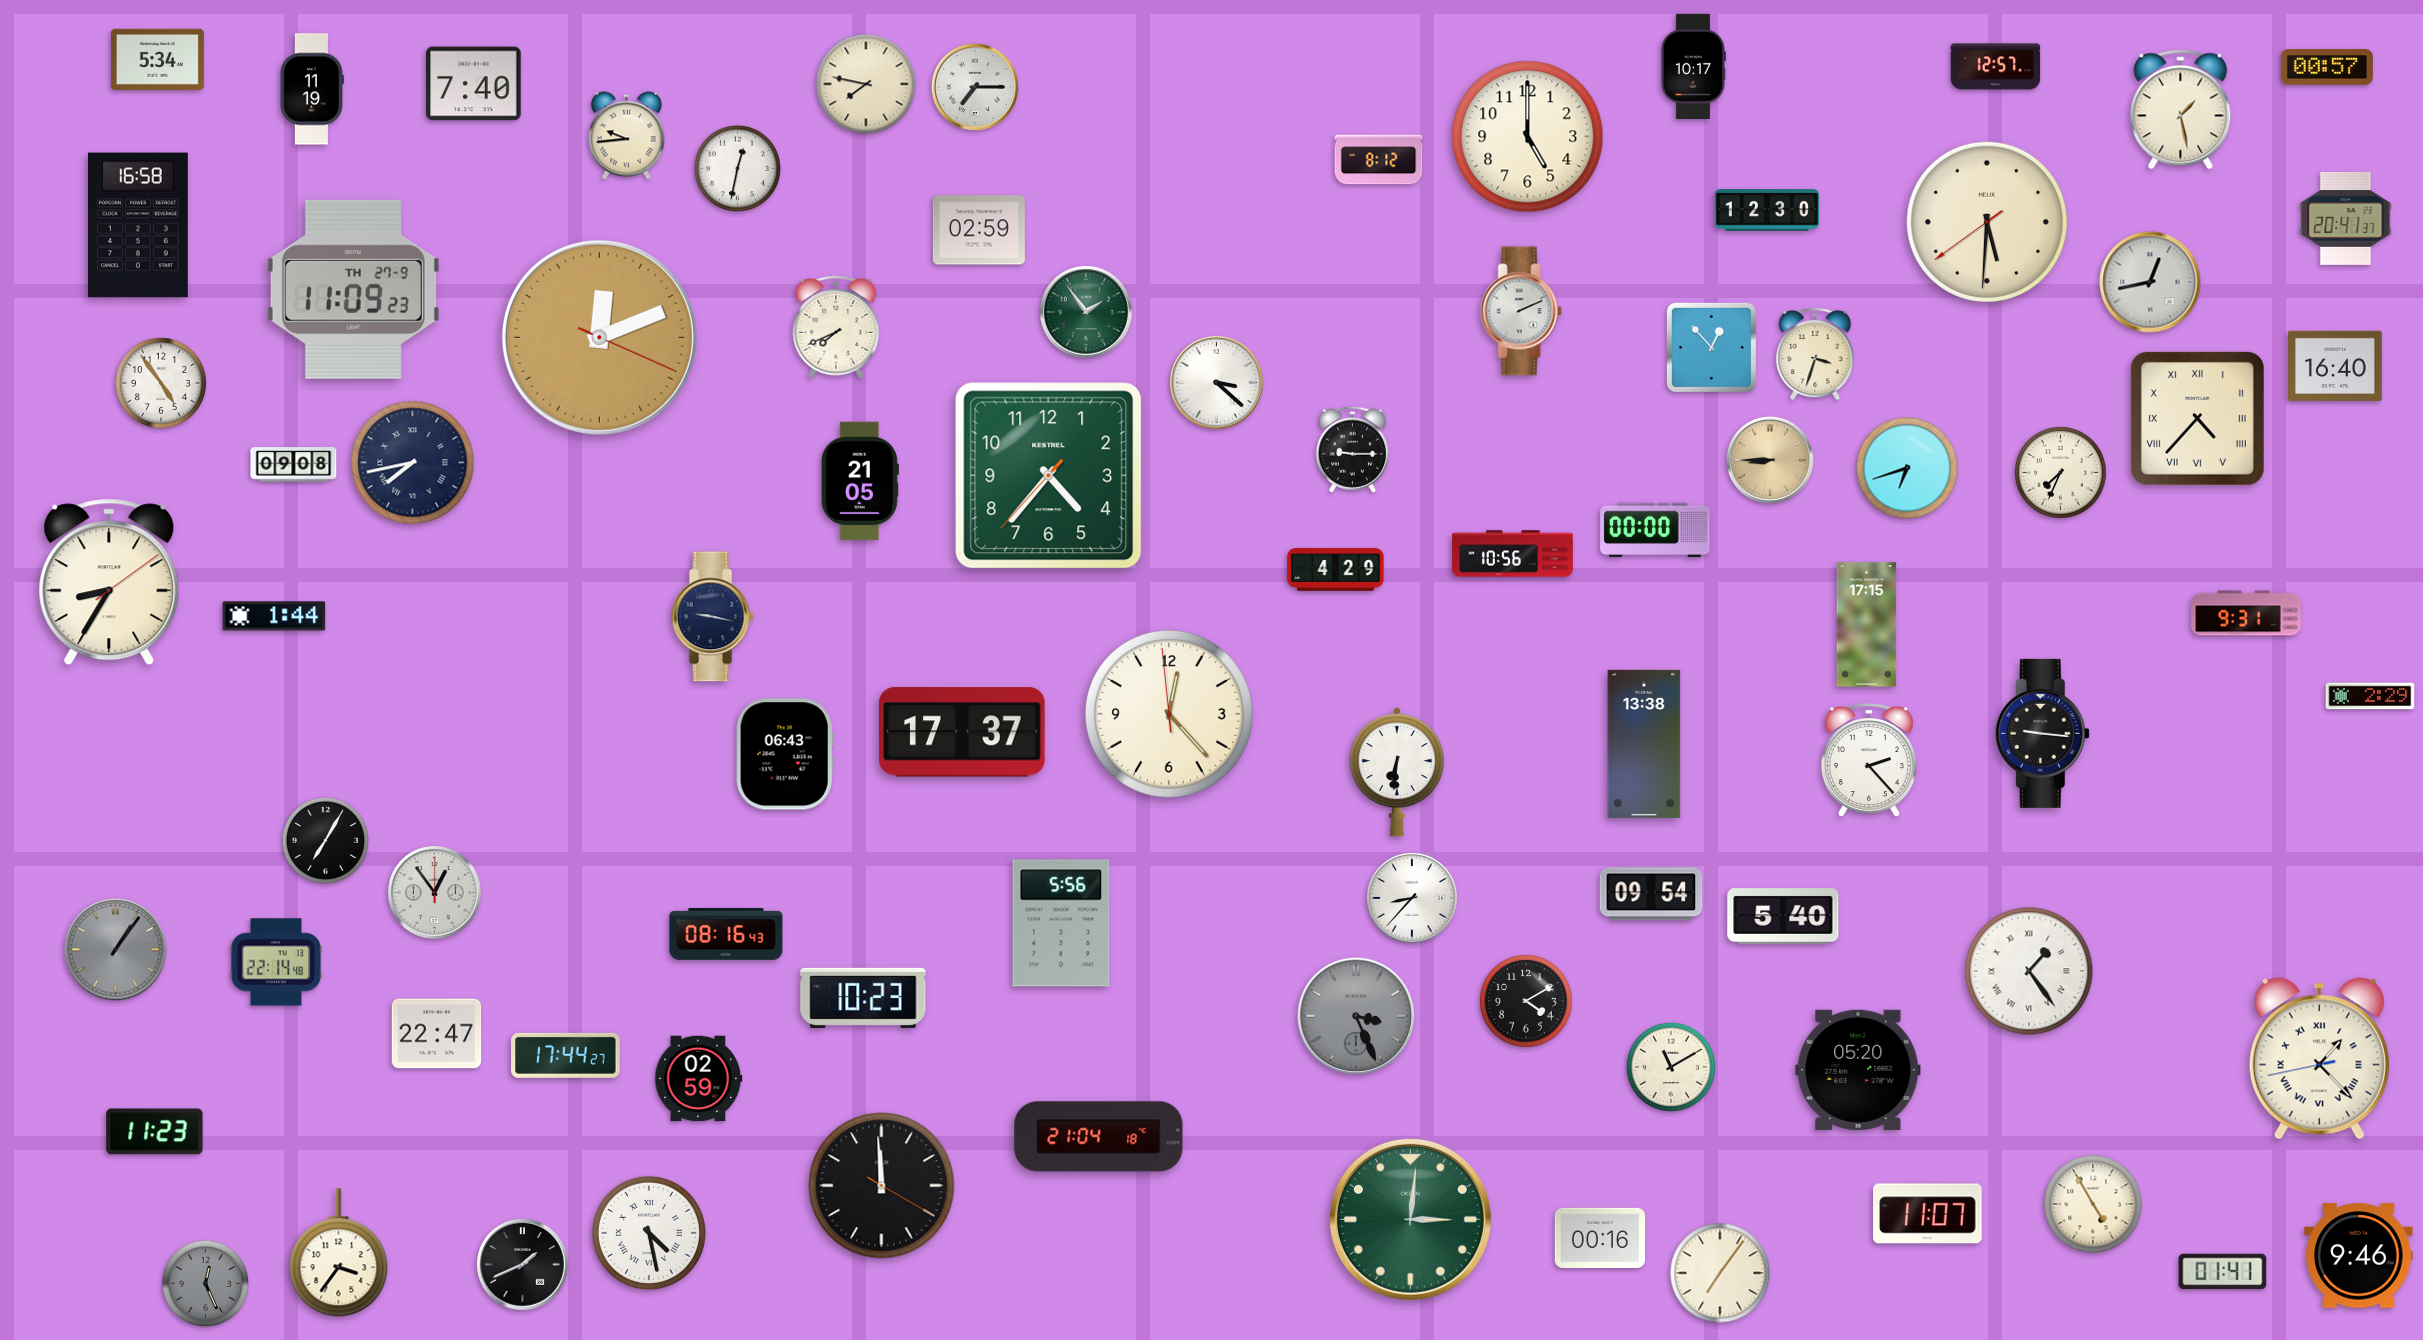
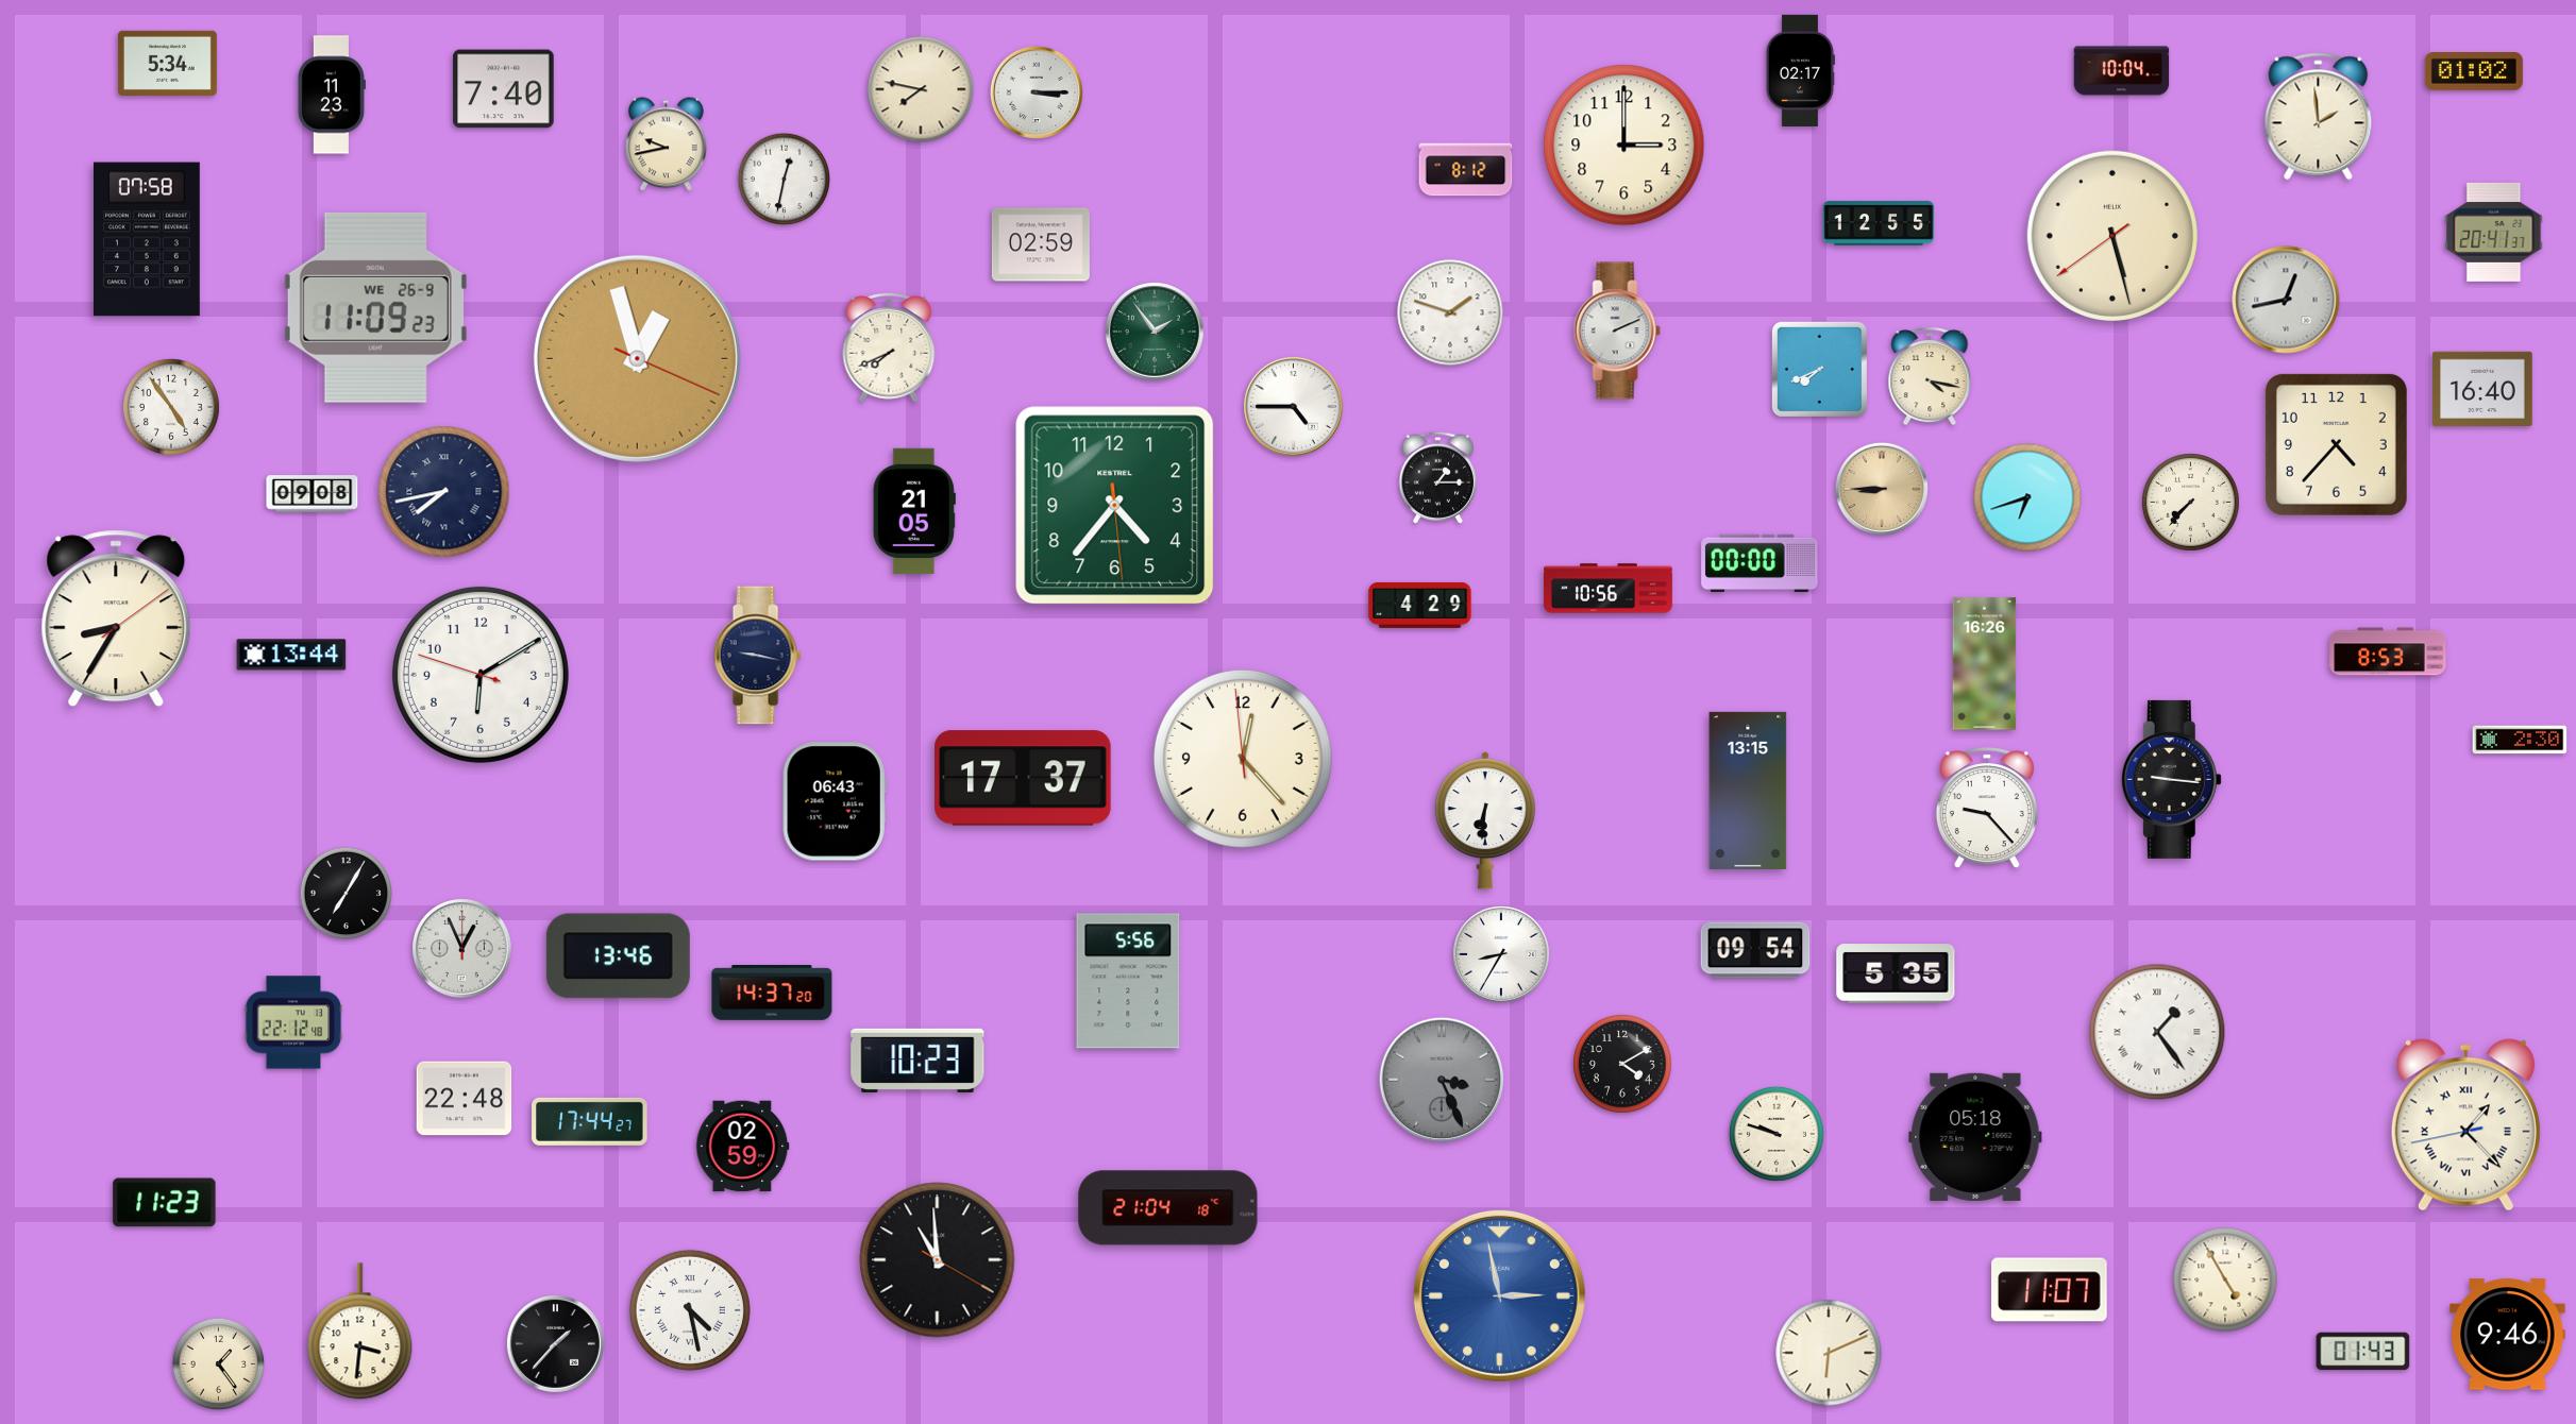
clock at (1693, 66): 10:17 -> 02:17
clock at (1996, 67): 12:57 -> 10:04
clock at (2327, 68): 00:57 -> 01:02
clock at (975, 87): 7:15 -> 3:15
clock at (312, 89): 11:19 -> 11:23
clock at (2181, 110): 1:28 -> 1:59
clock at (626, 136): 9:44 -> 9:43
clock at (1528, 137): 5:00 -> 3:00
clock at (1767, 210): 12:30 -> 12:55
clock at (1987, 222): 5:30 -> 5:27
clock at (138, 225): 16:58 -> 07:58
clock at (353, 289) date: TH 27-9 -> WE 26-9
clock at (1450, 312): none -> 1:48
clock at (599, 337): 12:11 -> 12:57
clock at (1711, 347): 12:53 -> 7:41
clock at (1815, 354): 3:33 -> 4:17
clock at (1217, 383): 3:22 -> 4:45
clock at (2197, 418) numerals: Roman -> Arabic
clock at (1353, 449): 9:15 -> 1:15
clock at (413, 463) position: (413, 463) -> (444, 492)
clock at (2061, 473): 7:34 -> 7:37
clock at (1049, 476): 4:36:37 -> 4:36:29
clock at (2246, 613): 9:31 -> 8:53
clock at (274, 616): 1:44 -> 13:44
clock at (1867, 625): 17:15 -> 16:26
clock at (481, 675): none -> 6:09
clock at (2370, 696): 2:29 -> 2:30
clock at (1644, 744): 13:38 -> 13:15
clock at (1869, 761): 2:23 -> 9:23
clock at (435, 893): 12:54 -> 12:56
clock at (1412, 898): 8:37 -> 8:35
clock at (618, 956): none -> 13:46
clock at (1783, 916): 5:40 -> 5:35
clock at (726, 935): 08:16 -> 14:37
clock at (116, 950): 1:06 -> none
clock at (276, 962): 22:14 -> 22:12
clock at (437, 1034): 22:47 -> 22:48
clock at (566, 1055) position: (566, 1055) -> (590, 1121)
clock at (1671, 1067): 11:10 -> 9:48
clock at (1858, 1070): 05:20 -> 05:18
clock at (882, 1186): 11:59 -> 10:59
clock at (1410, 1219): 3:01 -> 2:58
clock at (1410, 1219) dial: green -> blue
clock at (1600, 1238): 00:16 -> none
clock at (339, 1253): 3:36 -> 3:31
clock at (522, 1264): 1:41 -> 1:37
clock at (2223, 1272): 01:41 -> 01:43
clock at (1720, 1273): 7:06 -> 6:11
clock at (205, 1283): 12:26 -> 1:24
clock at (205, 1283) dial: grey -> cream
